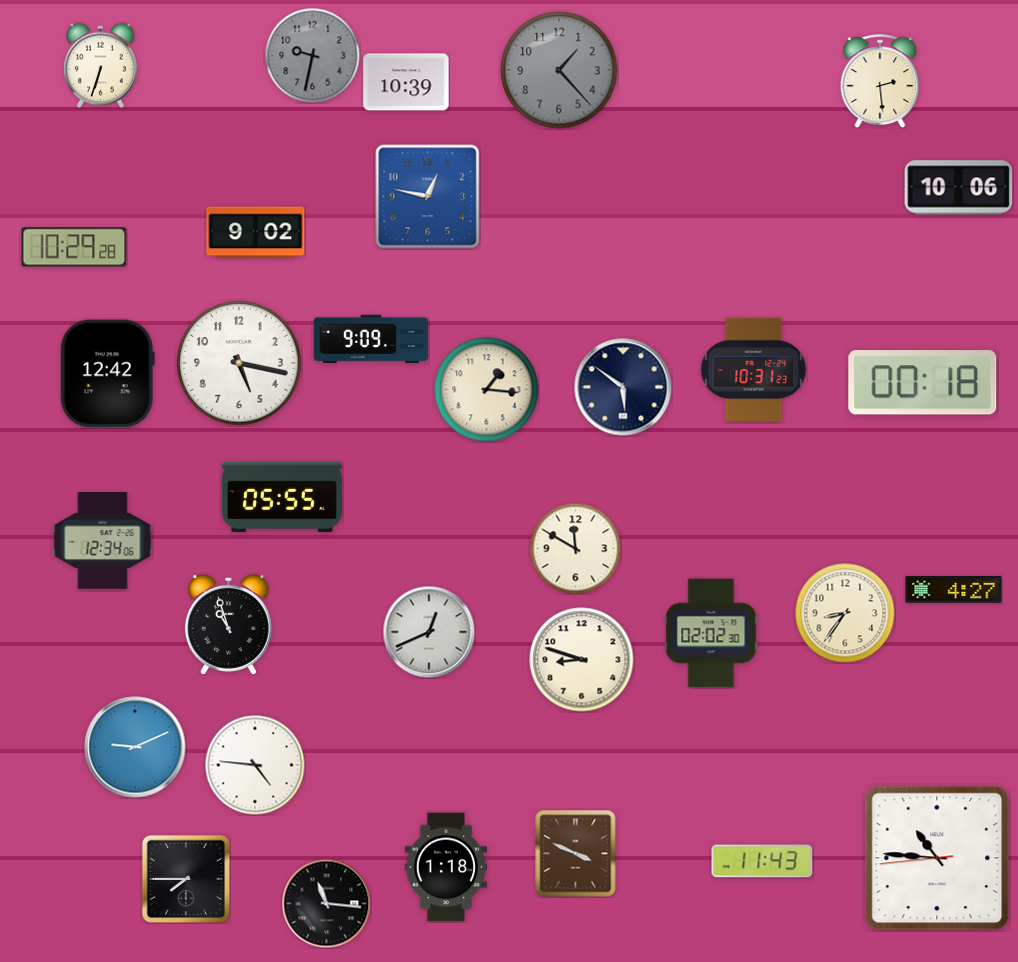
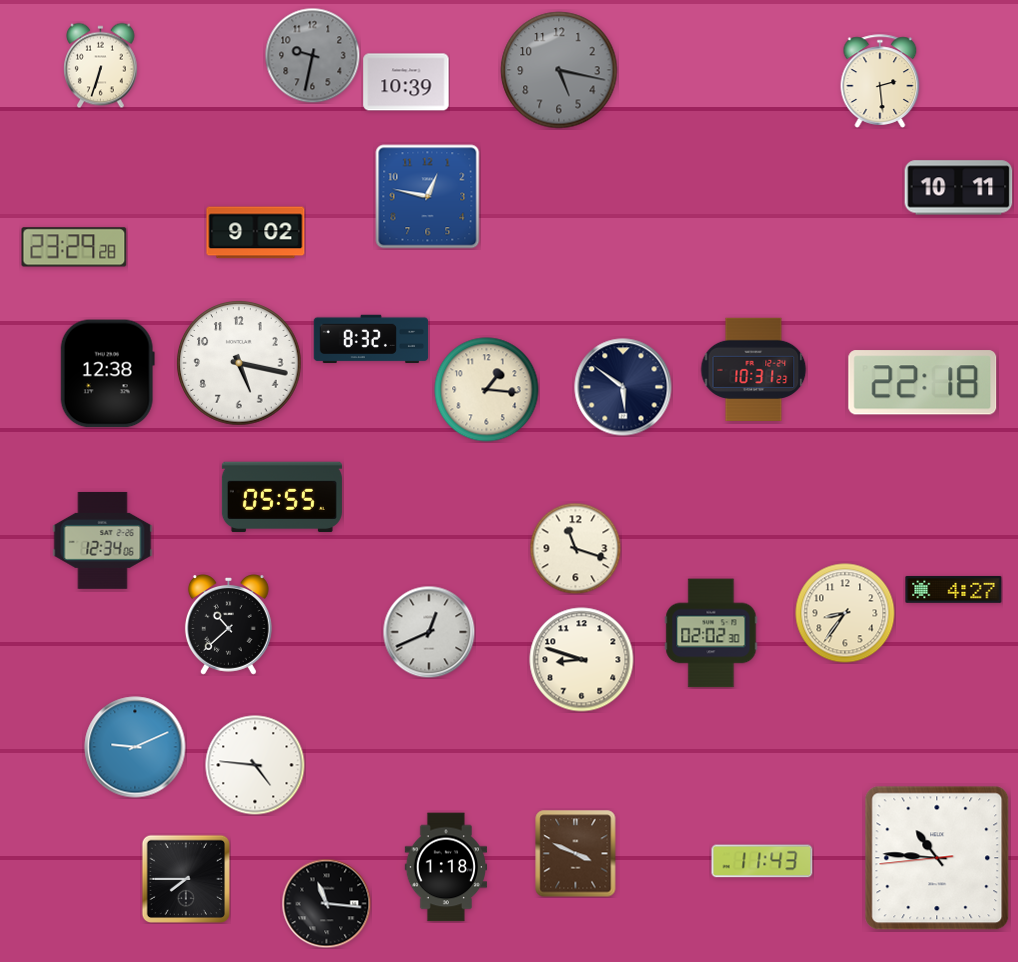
clock at (559, 70): 1:23 -> 5:17
clock at (959, 188): 10:06 -> 10:11
clock at (74, 247): 10:29 -> 23:29
clock at (371, 339): 9:09 -> 8:32
clock at (107, 374): 12:42 -> 12:38
clock at (923, 383): 00:18 -> 22:18
clock at (575, 548): 11:50 -> 11:18
clock at (228, 625): 10:57 -> 10:38
